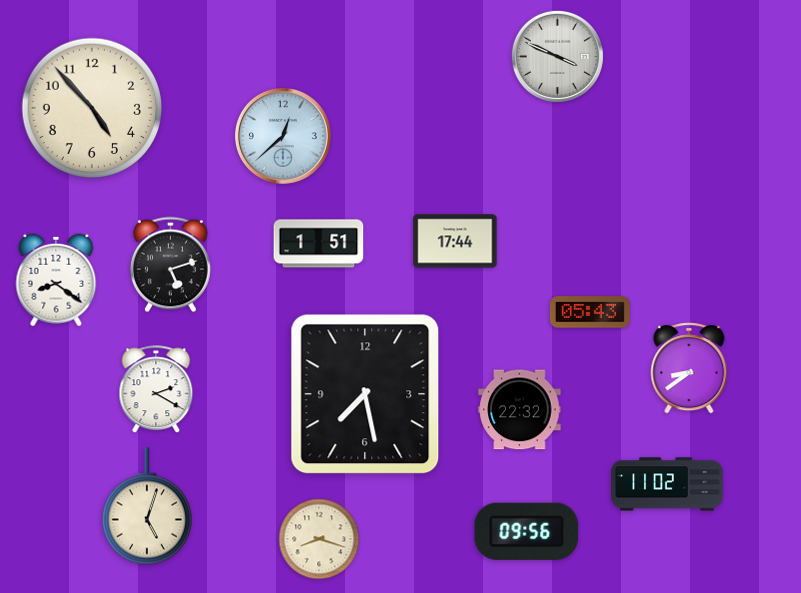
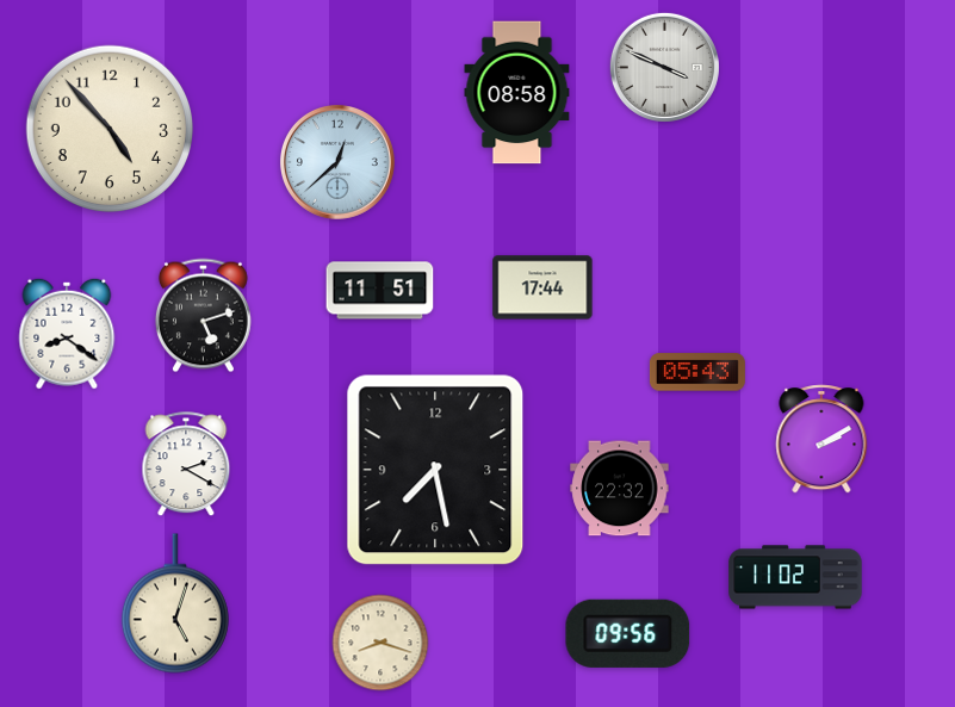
clock at (517, 93): none -> 08:58
clock at (319, 244): 1:51 -> 11:51
clock at (590, 312) position: (590, 312) -> (697, 372)
clock at (689, 368): 8:39 -> 2:10
